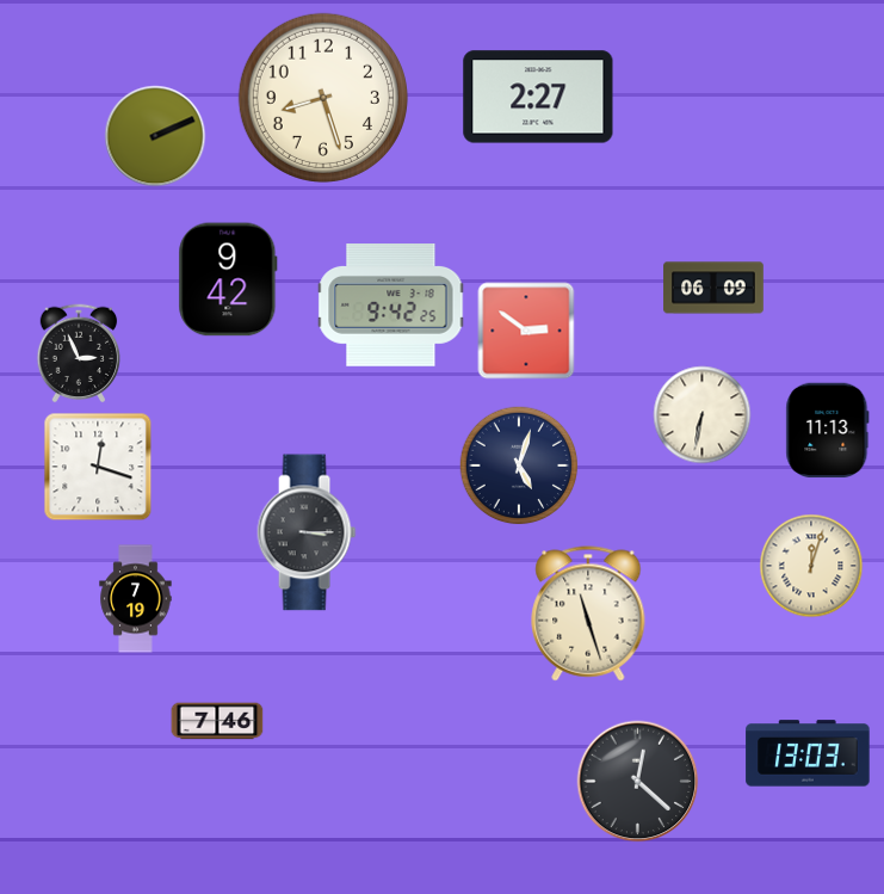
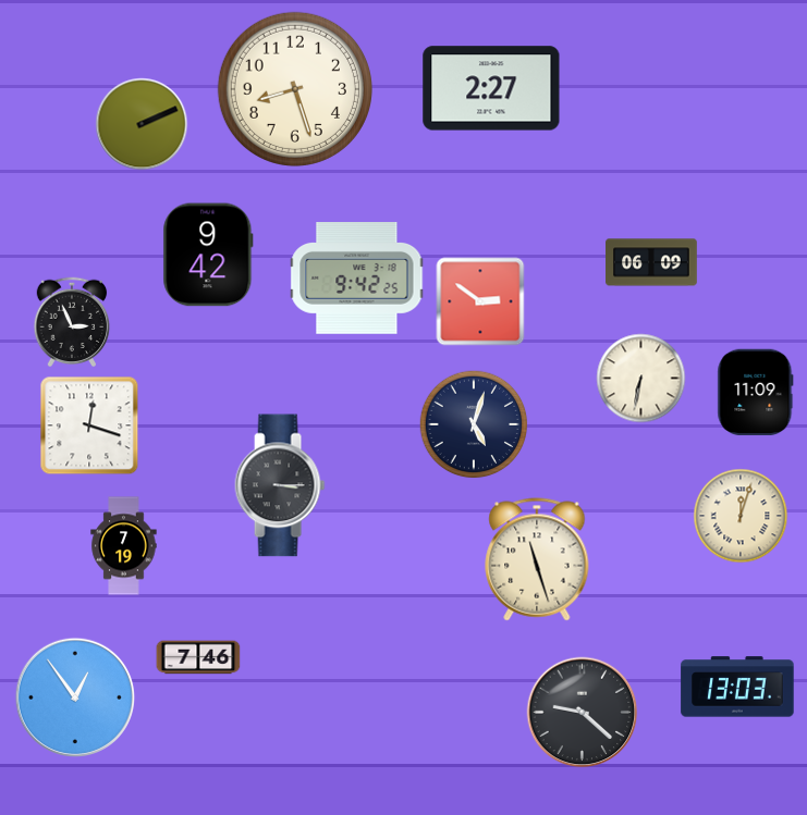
clock at (828, 431): 11:13 -> 11:09
clock at (74, 696): none -> 12:54
clock at (638, 782): 12:22 -> 9:22
